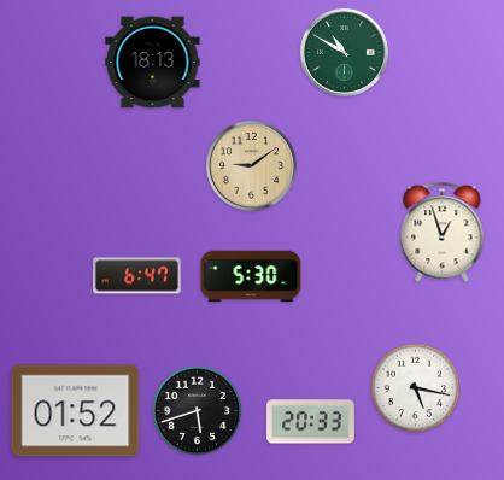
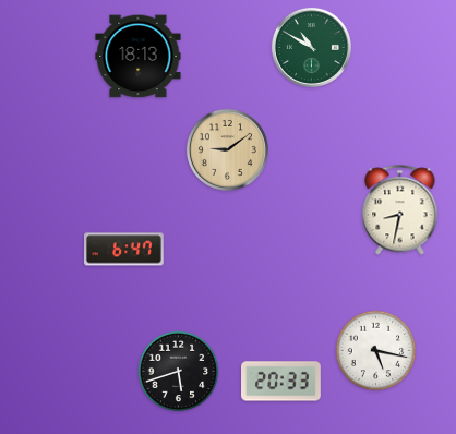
clock at (443, 233): 12:57 -> 8:32
clock at (251, 276): 5:30 -> none
clock at (76, 411): 01:52 -> none
